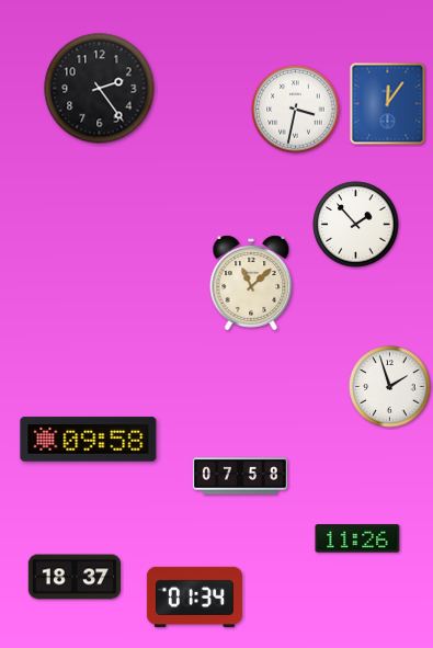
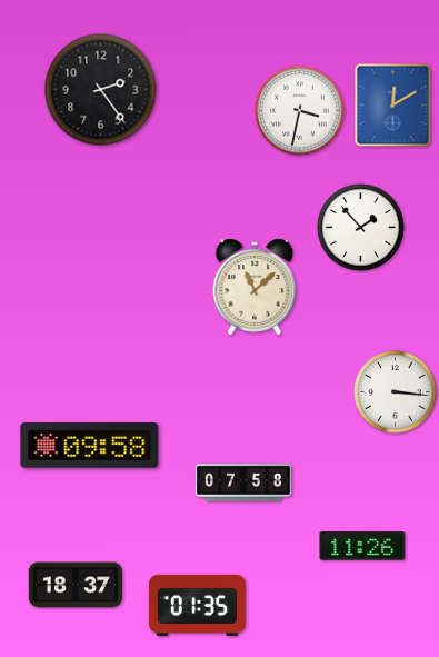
clock at (388, 104): 12:06 -> 12:10
clock at (390, 387): 1:57 -> 3:16
clock at (194, 596): 01:34 -> 01:35
